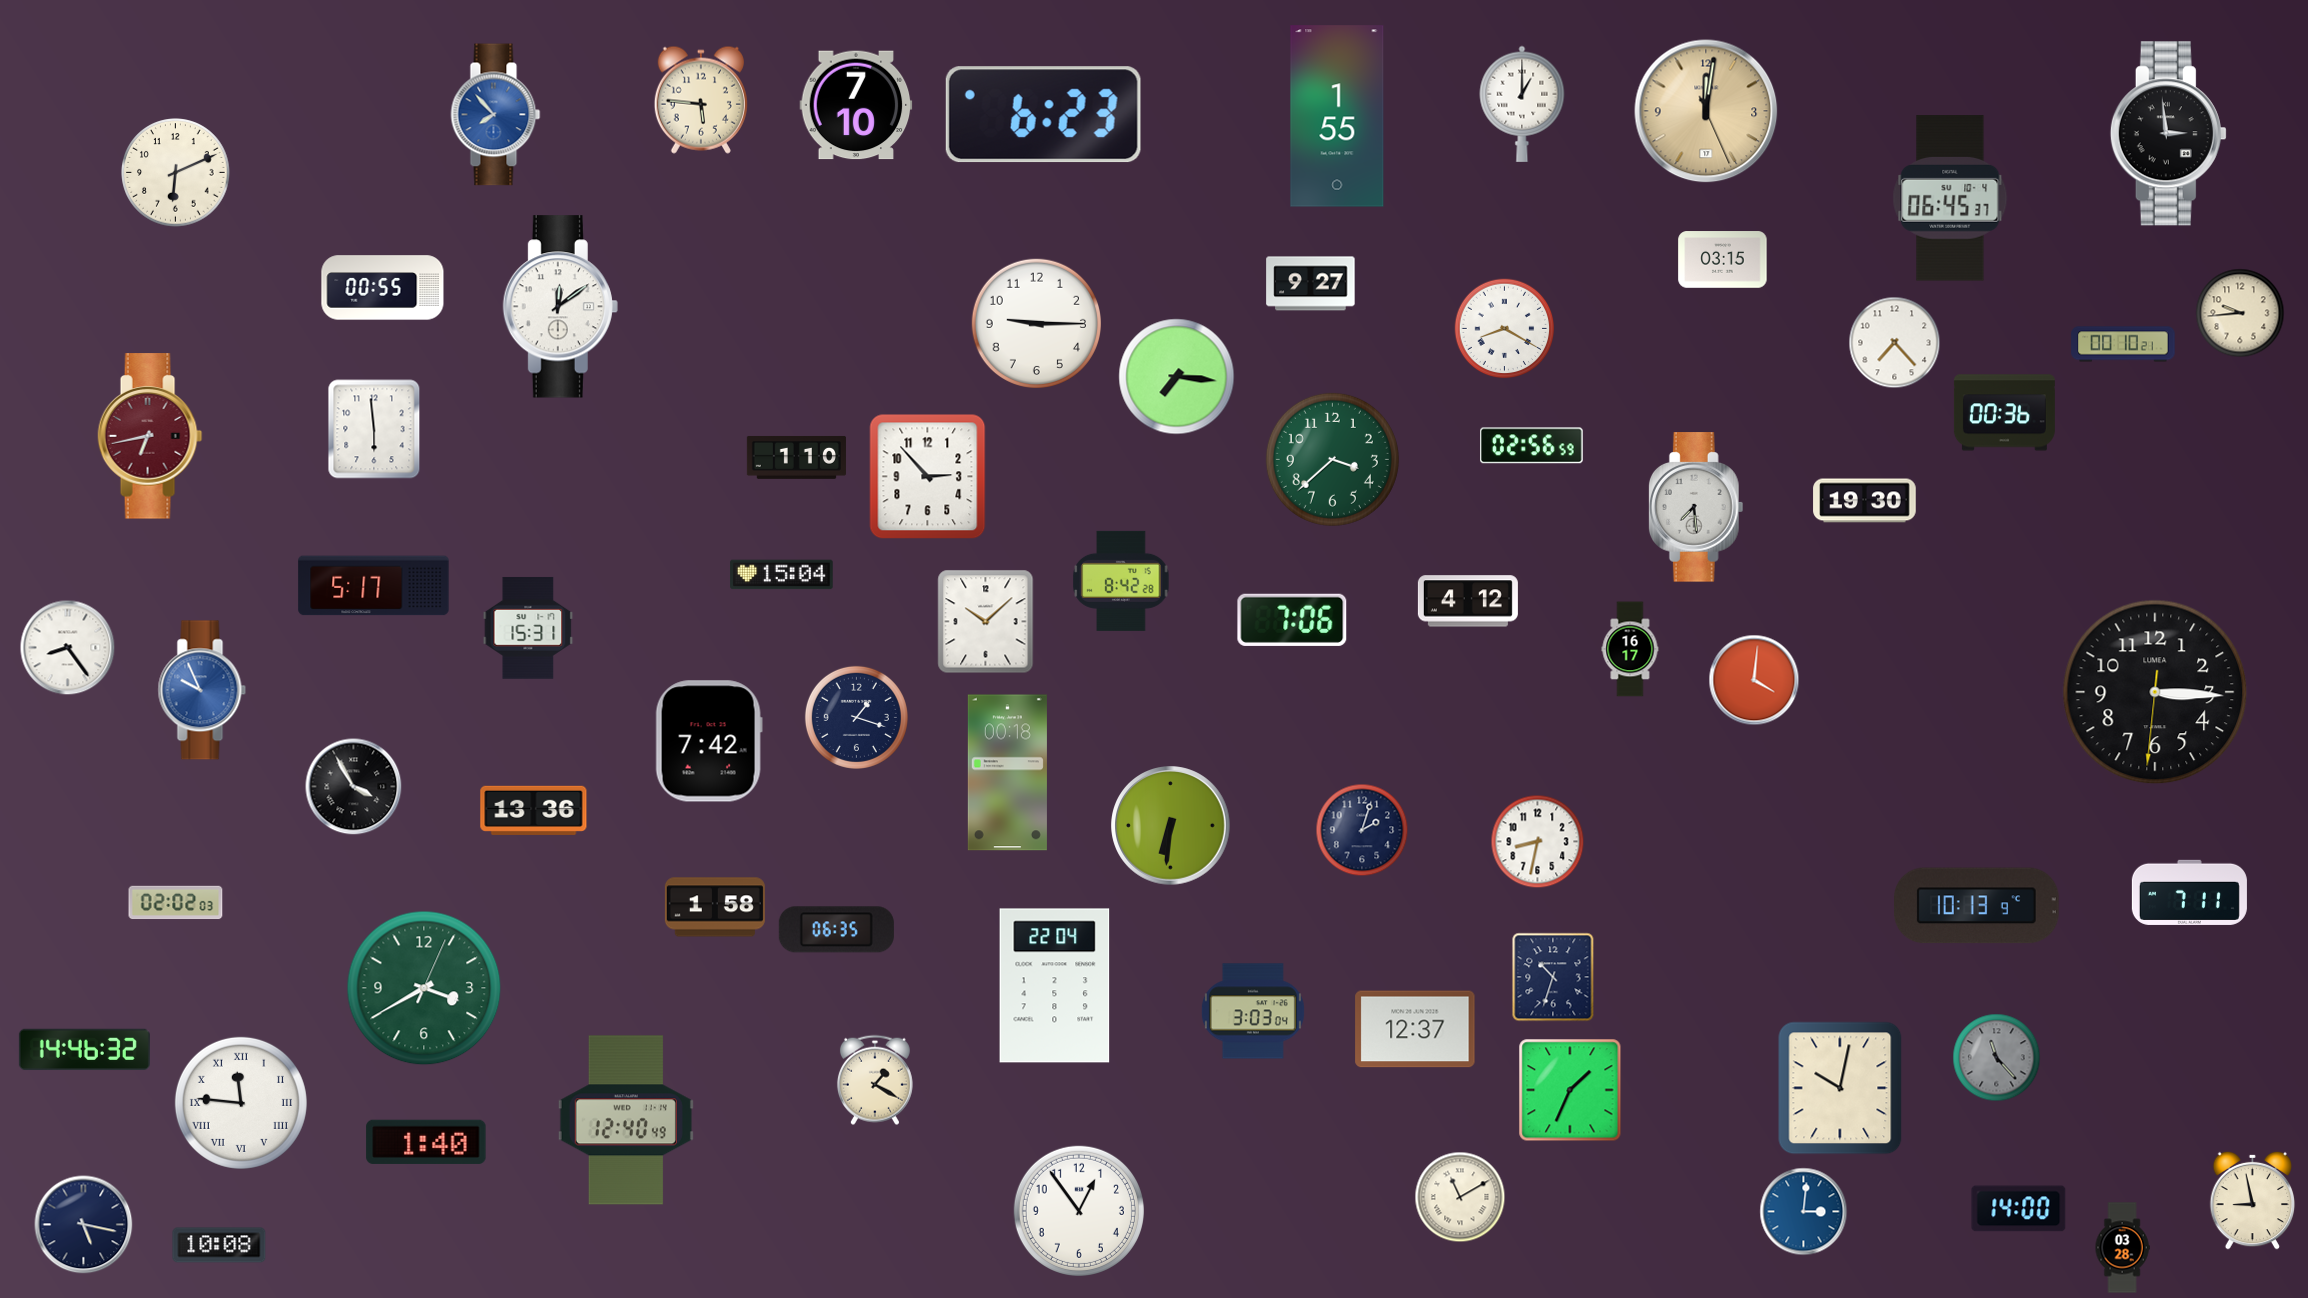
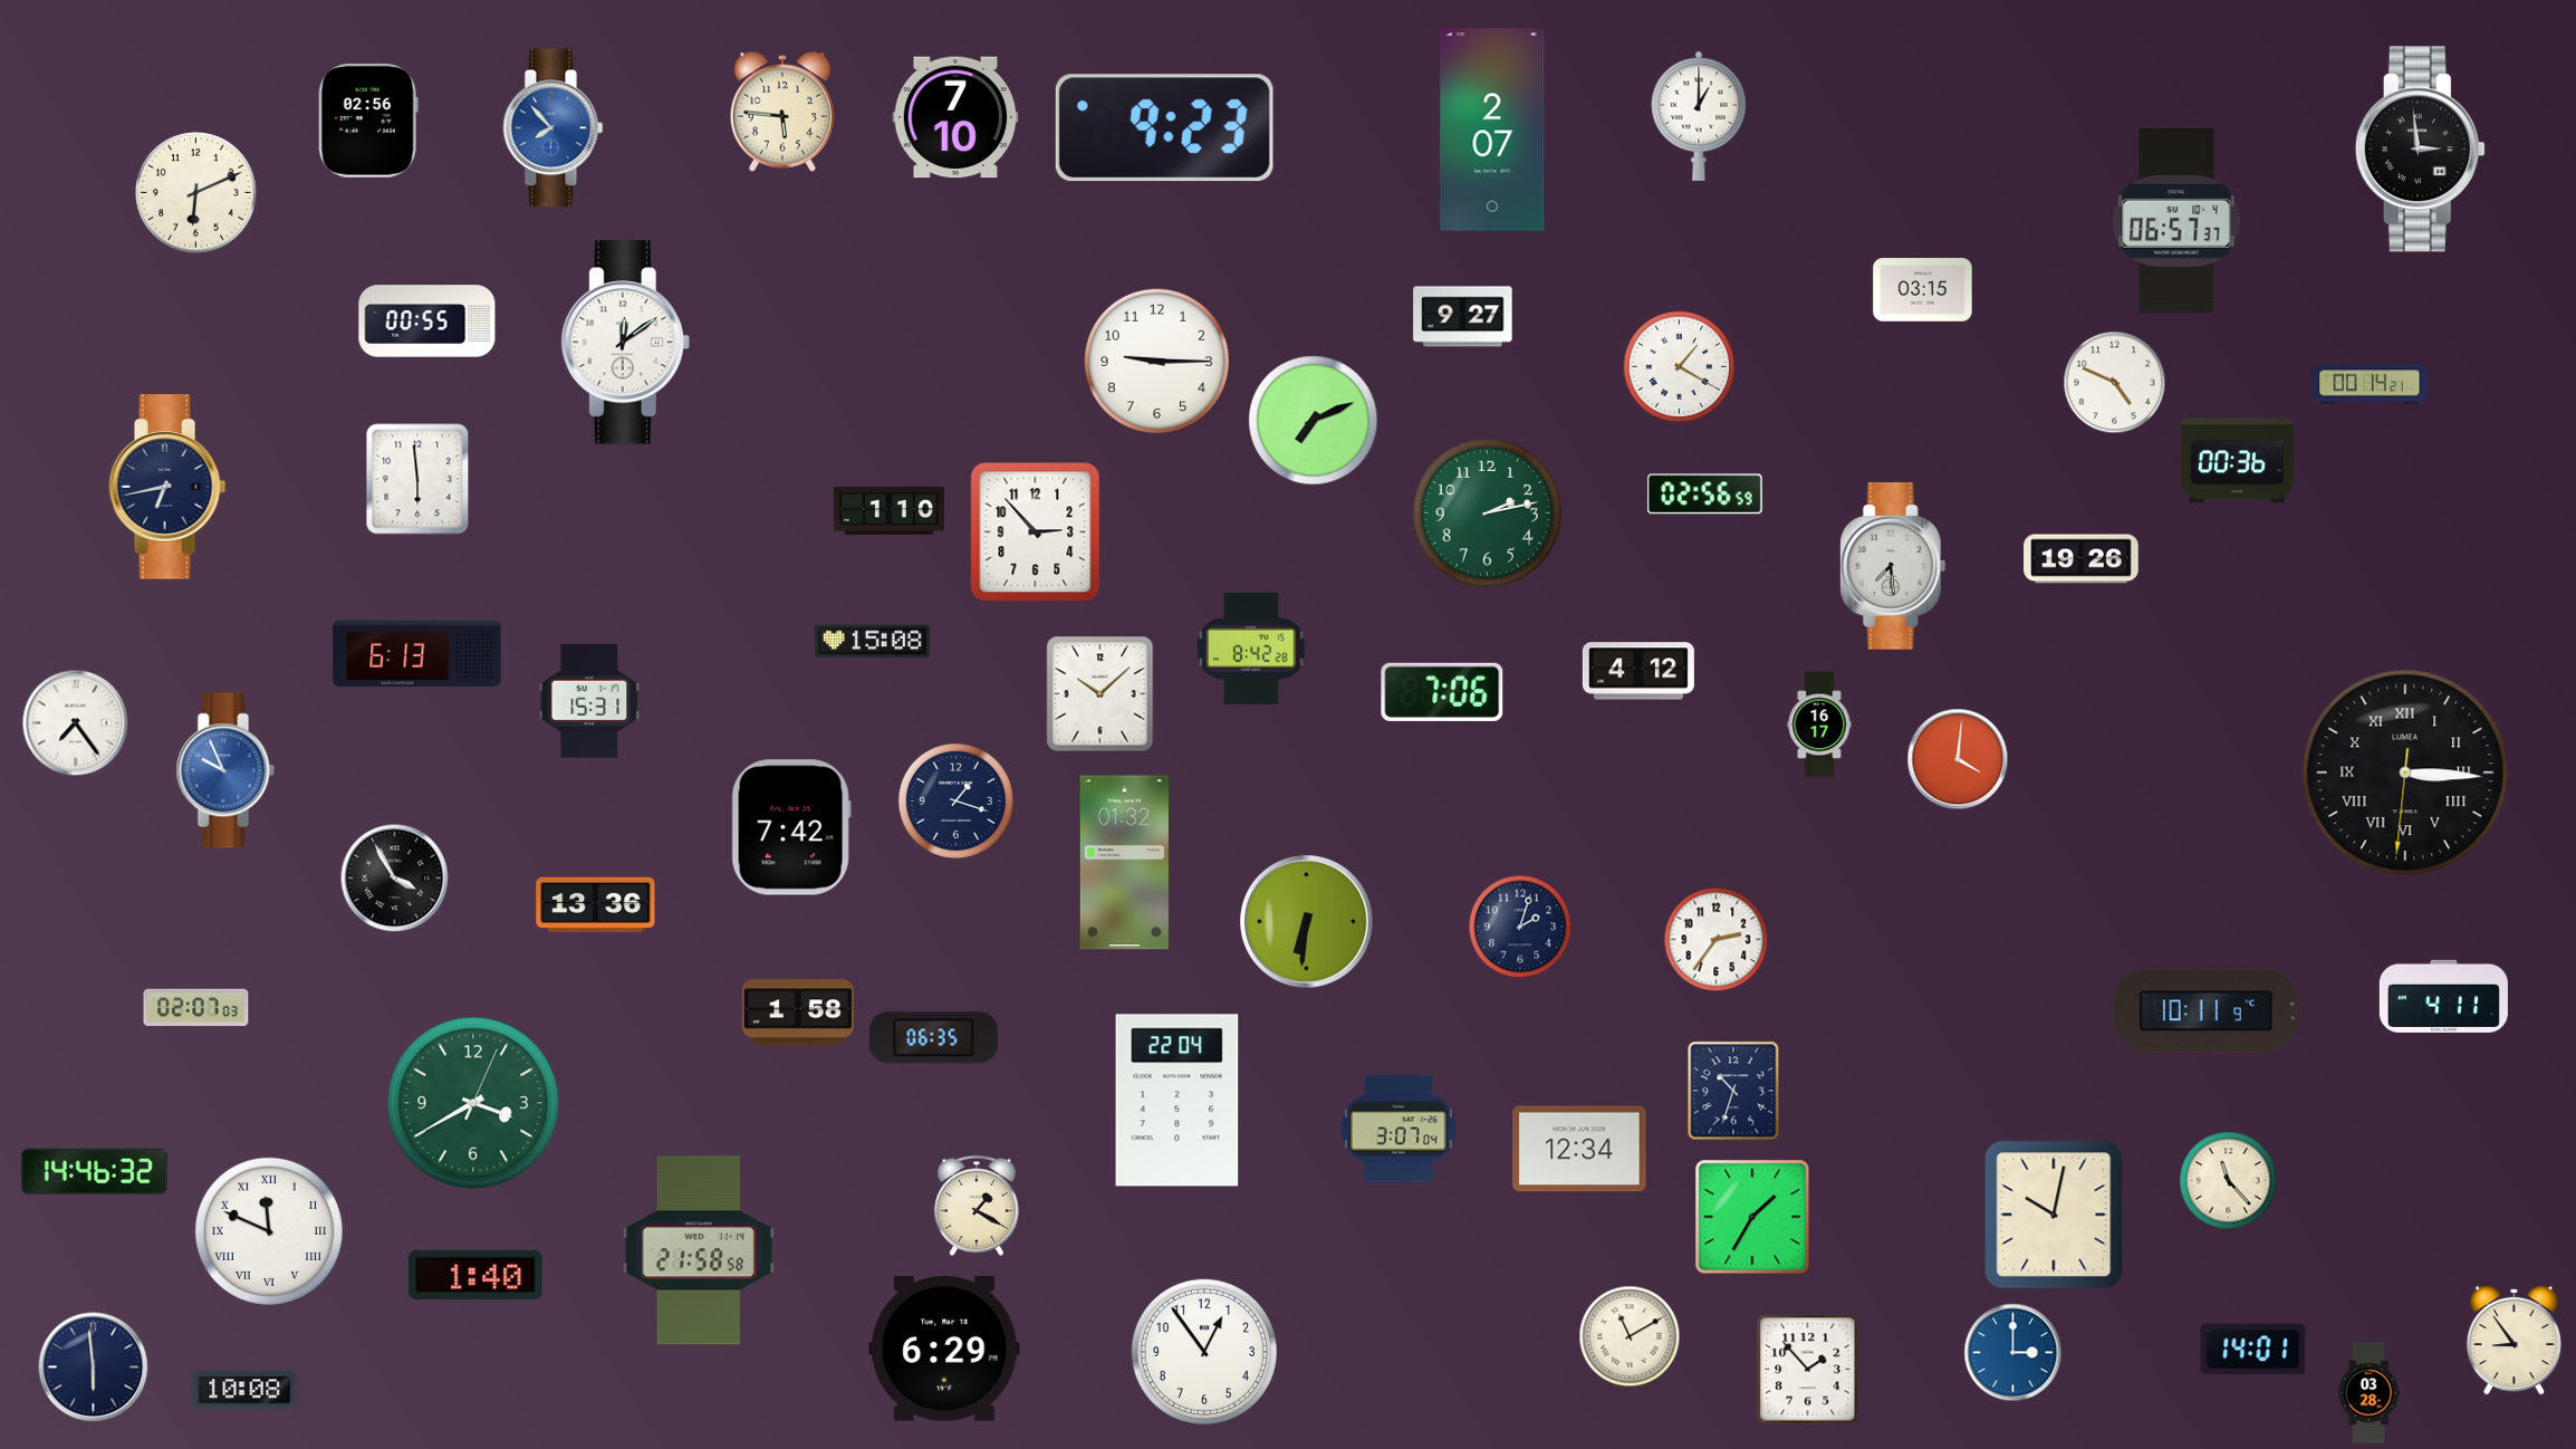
clock at (368, 121): none -> 02:56
clock at (1706, 111): 12:01 -> none
clock at (1043, 115): 6:23 -> 9:23
clock at (1337, 116): 1:55 -> 2:07
clock at (1950, 198): 06:45 -> 06:57
clock at (2240, 313): 9:44 -> none
clock at (1505, 329): 8:20 -> 1:20
clock at (1895, 343): 7:23 -> 4:49
clock at (2123, 344): 00:10 -> 00:14
clock at (1177, 377): 7:16 -> 7:11
clock at (150, 436) dial: burgundy -> navy
clock at (1532, 446) position: (1532, 446) -> (1705, 495)
clock at (1332, 459): 3:38 -> 2:13
clock at (1865, 501): 19:30 -> 19:26
clock at (782, 575): 15:04 -> 15:08
clock at (374, 586): 5:17 -> 6:13
clock at (68, 648): 8:24 -> 7:24
clock at (2155, 692) numerals: Arabic -> Roman
clock at (1007, 773): 00:18 -> 01:32
clock at (1538, 842): 8:32 -> 2:36
clock at (2189, 892): 7:11 -> 4:11
clock at (176, 903): 02:02 -> 02:07
clock at (1977, 906): 10:13 -> 10:11
clock at (1253, 1011): 3:03 -> 3:07
clock at (1415, 1029): 12:37 -> 12:34
clock at (1997, 1058) dial: grey -> cream
clock at (1570, 1090): 1:34 -> 1:35
clock at (241, 1103): 11:46 -> 11:49
clock at (626, 1120): 12:40 -> 21:58
clock at (2253, 1200): 8:58 -> 8:54
clock at (944, 1349): none -> 6:29
clock at (2019, 1209): 14:00 -> 14:01
clock at (1804, 1212): 3:01 -> 3:00
clock at (84, 1225): 5:17 -> 5:59
clock at (1808, 1370): none -> 1:53
